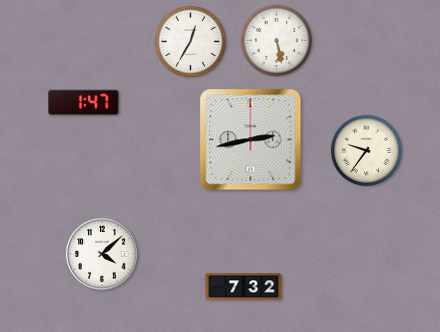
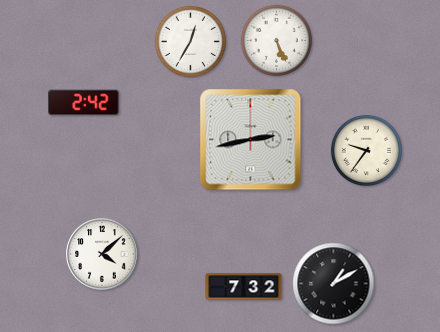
clock at (276, 40): 5:28 -> 5:26
clock at (84, 103): 1:47 -> 2:42
clock at (334, 284): none -> 1:10
